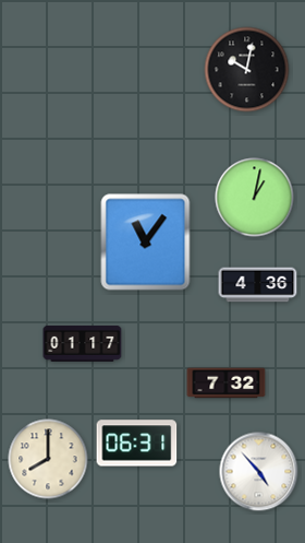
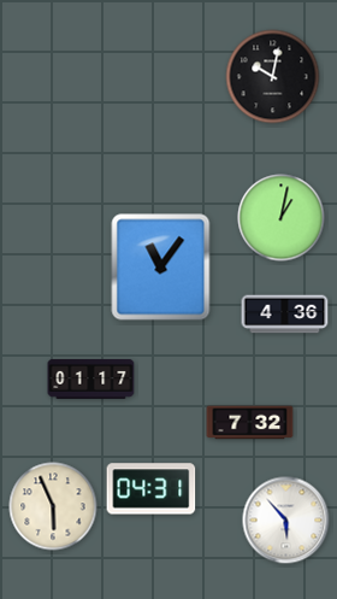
clock at (137, 444): 06:31 -> 04:31
clock at (48, 459): 8:00 -> 5:56
clock at (259, 472): 4:53 -> 5:53
